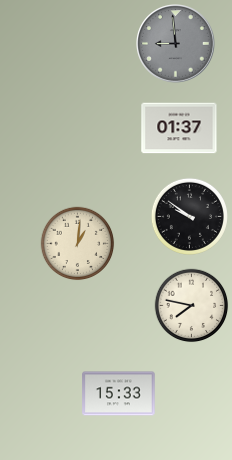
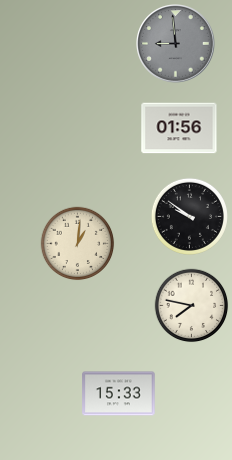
clock at (179, 128): 01:37 -> 01:56
